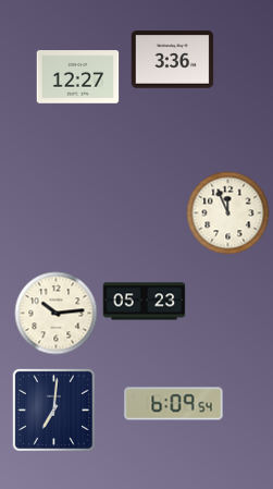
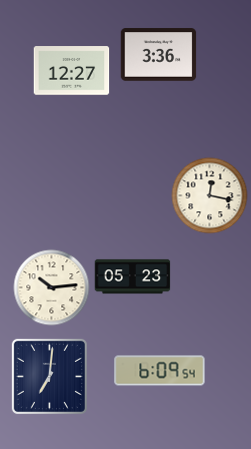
clock at (228, 213): 11:56 -> 12:17
